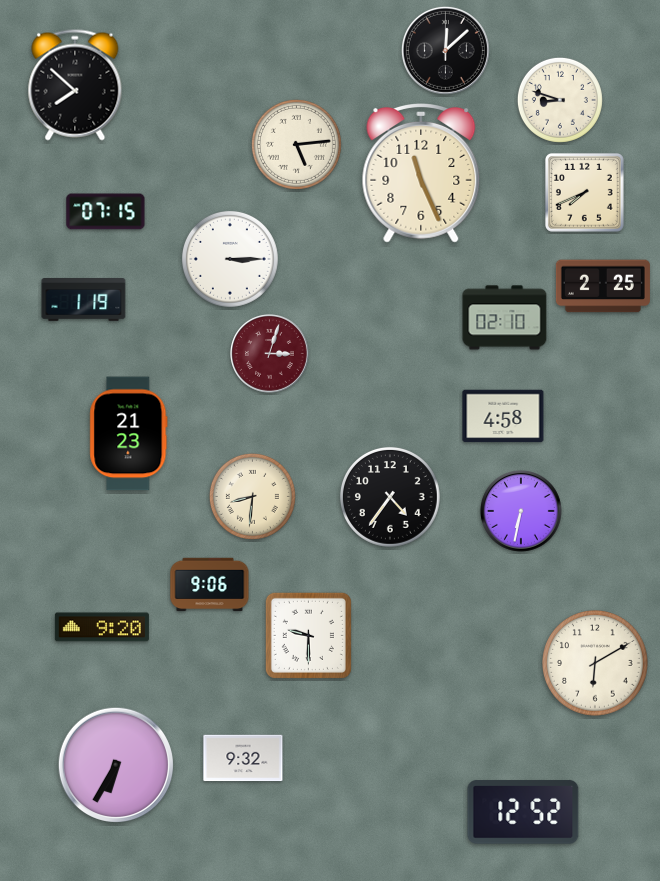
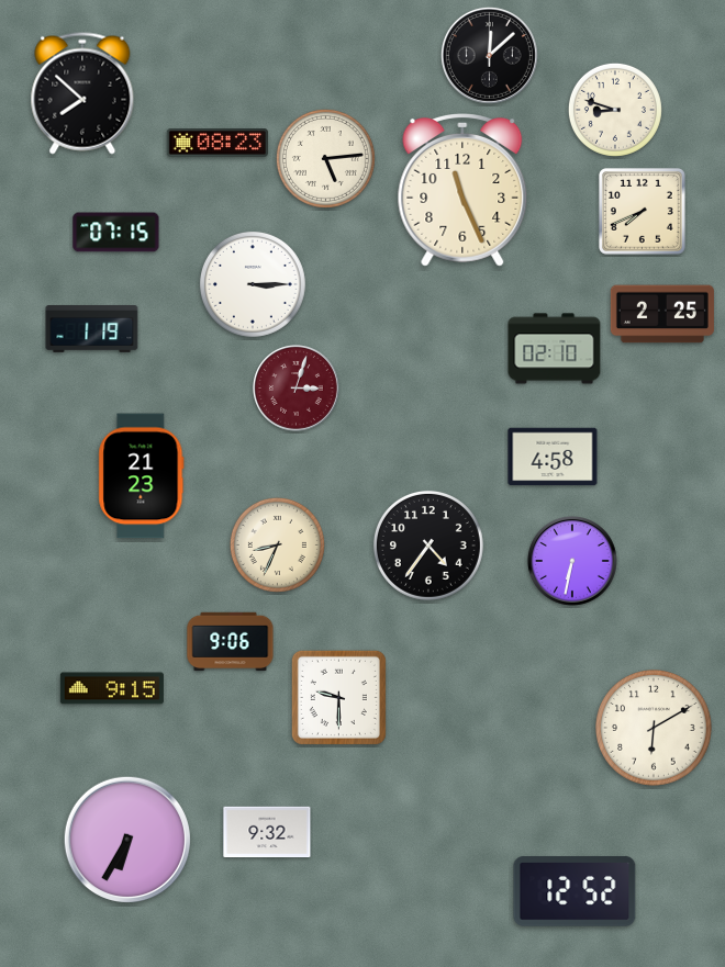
clock at (217, 144): none -> 08:23
clock at (252, 496): 8:31 -> 8:34
clock at (102, 627): 9:20 -> 9:15
